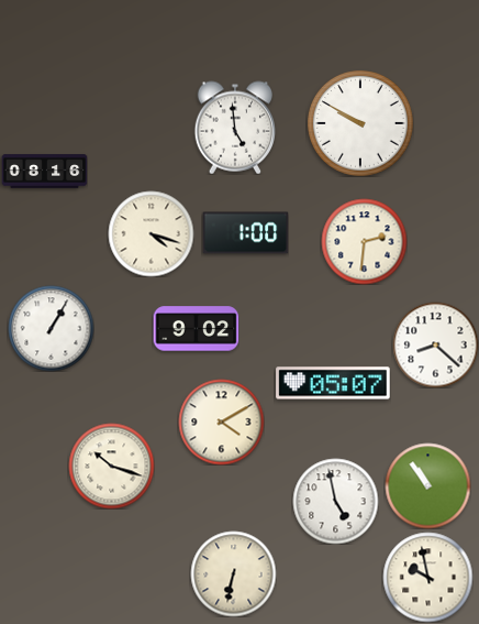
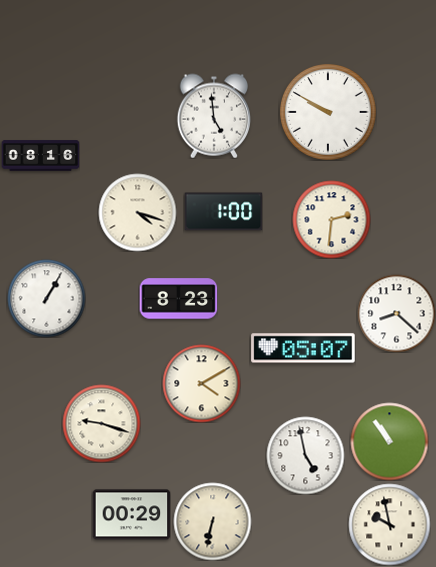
clock at (196, 329): 9:02 -> 8:23
clock at (111, 466): 10:18 -> 9:18
clock at (131, 515): none -> 00:29
